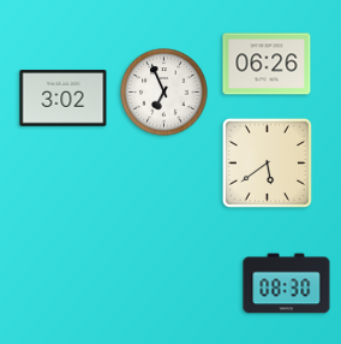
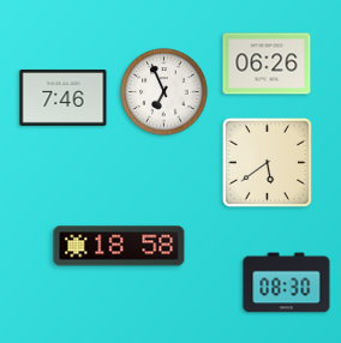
clock at (64, 99): 3:02 -> 7:46
clock at (119, 246): none -> 18:58
